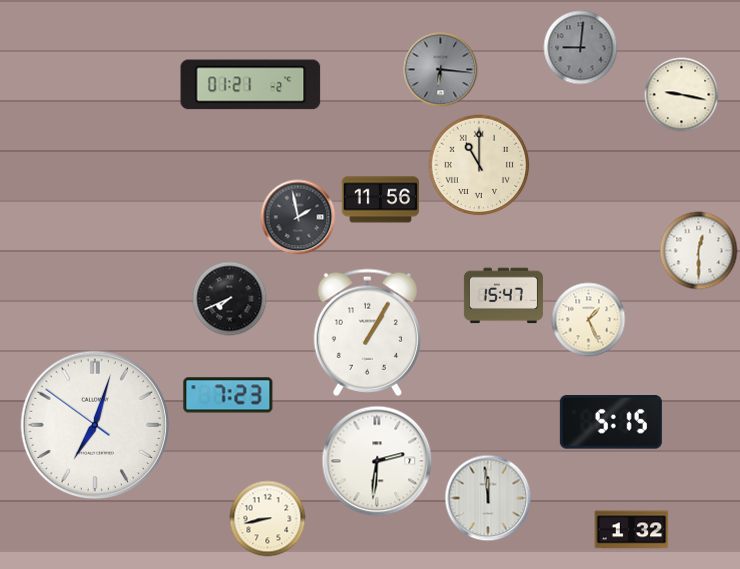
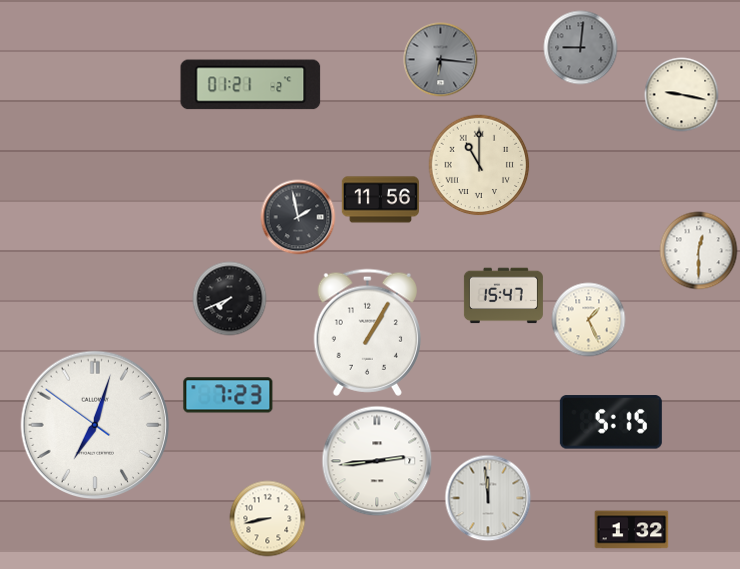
clock at (441, 70) position: (441, 70) -> (441, 60)
clock at (377, 461): 2:31 -> 2:44
